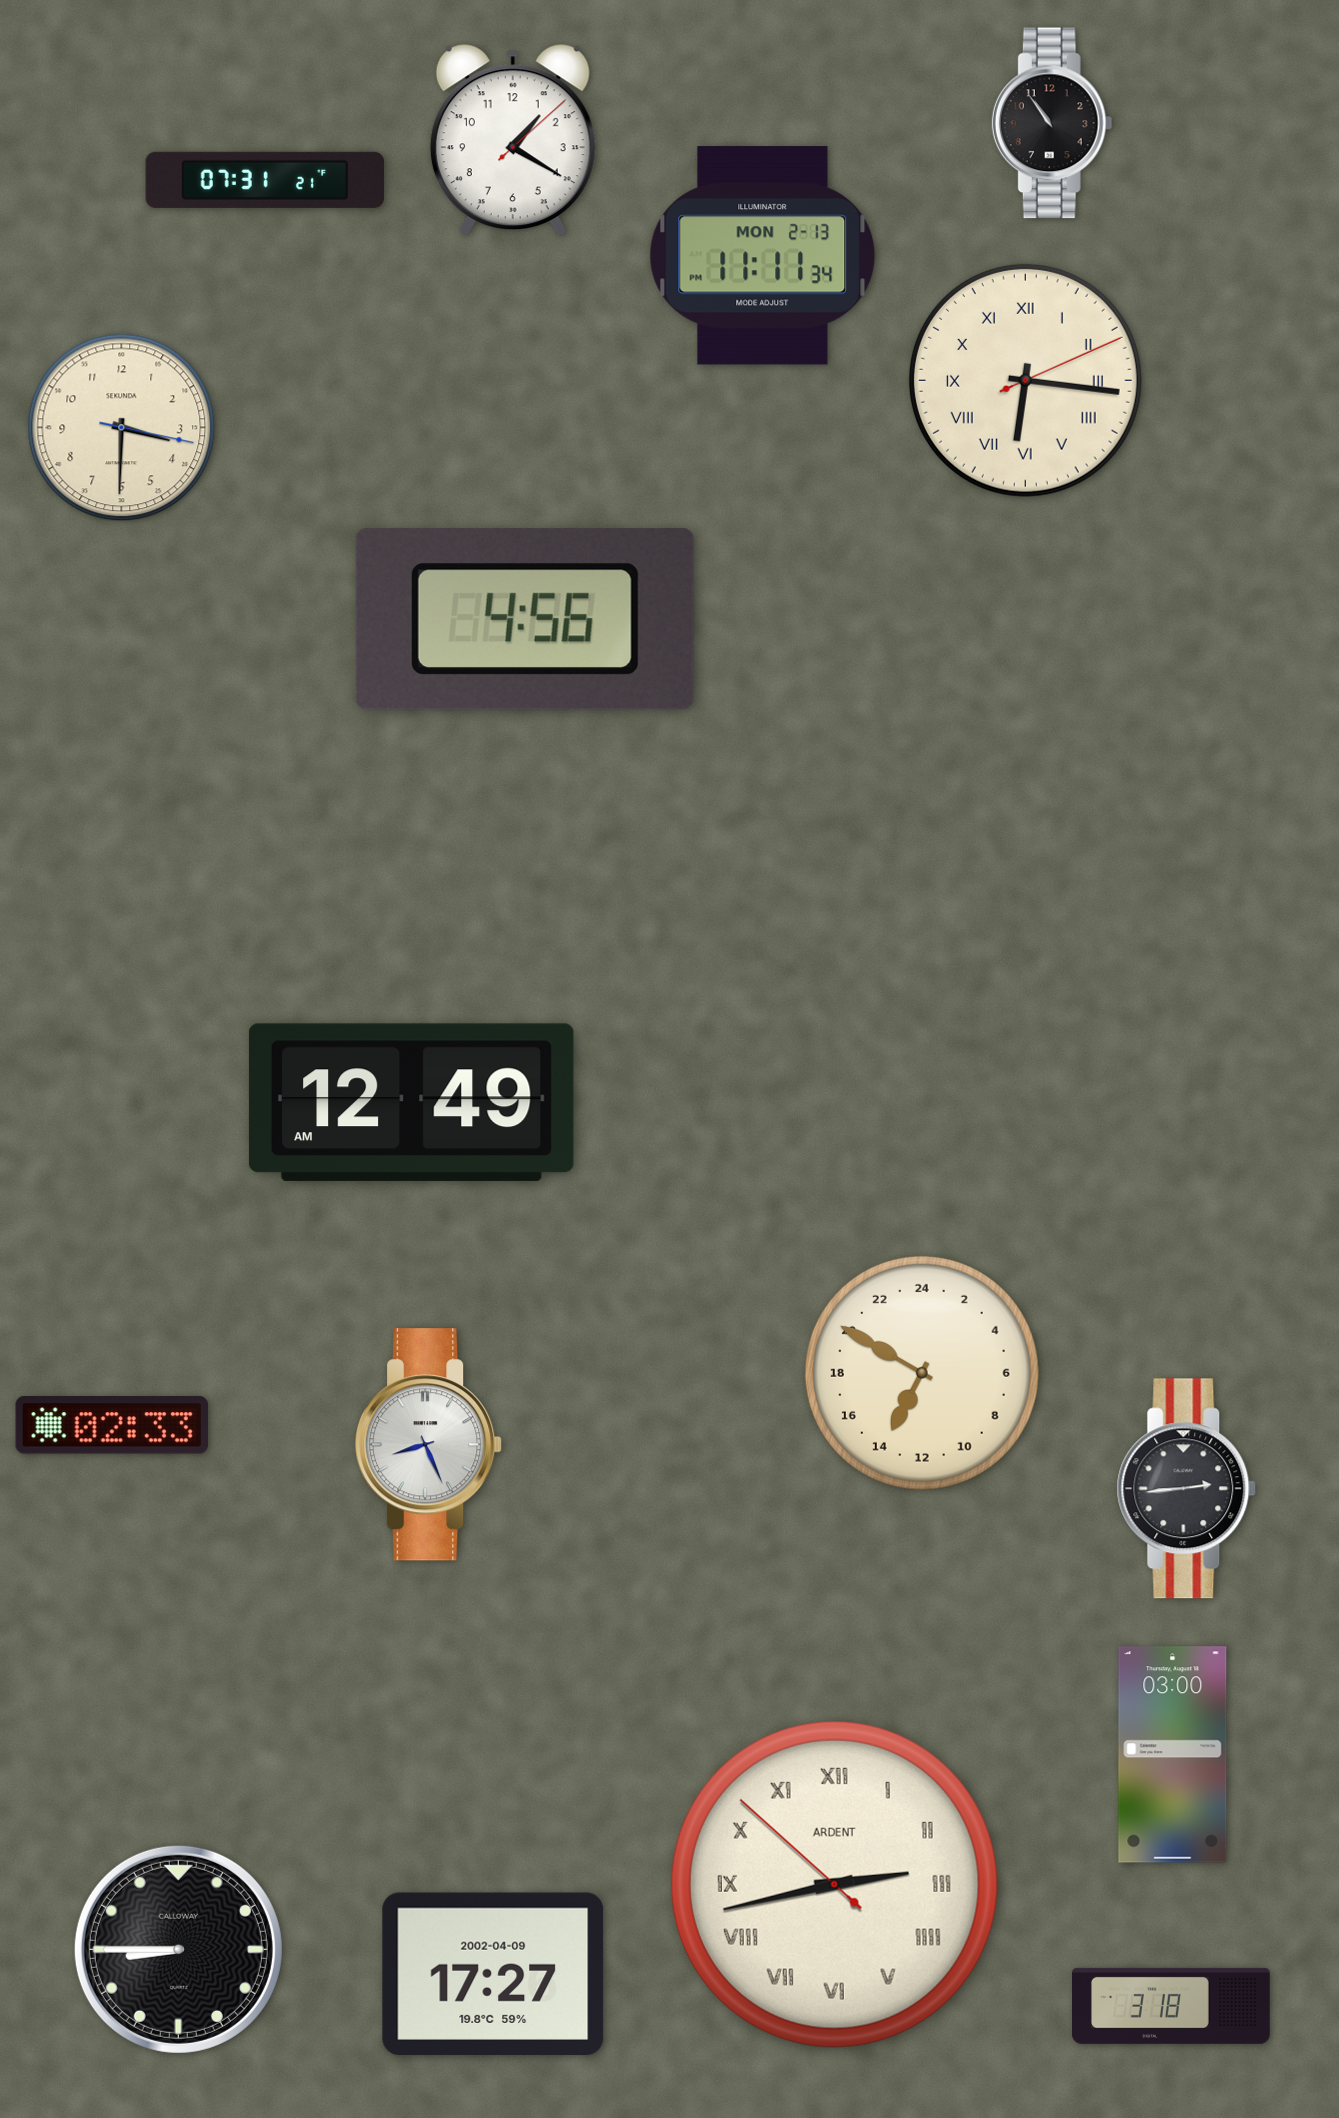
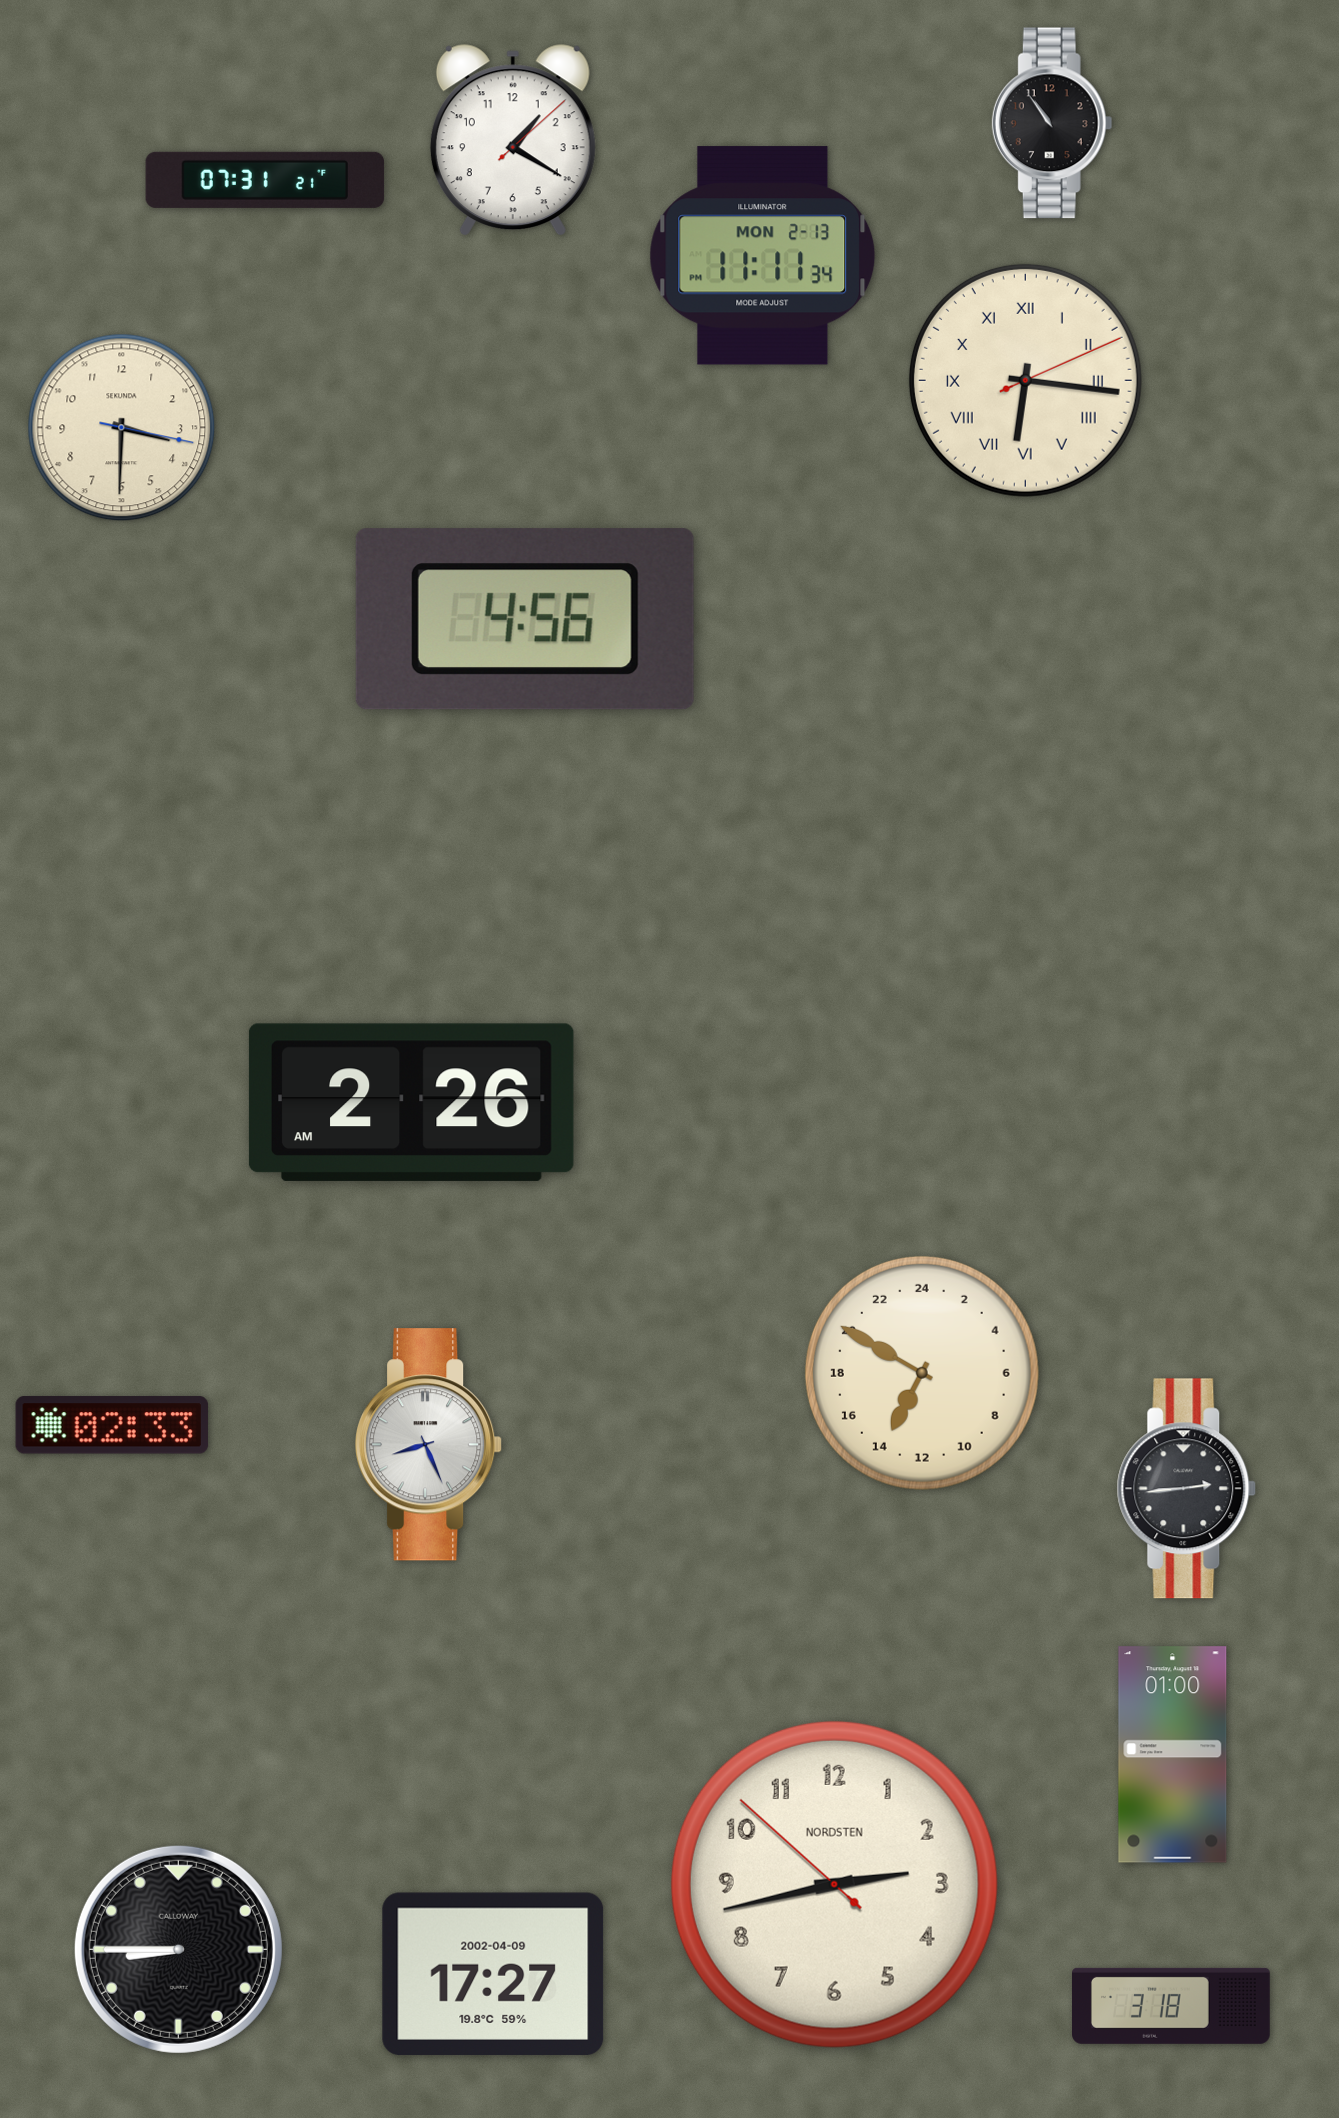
clock at (411, 1102): 12:49 -> 2:26
clock at (1173, 1755): 03:00 -> 01:00
clock at (834, 1884) numerals: Roman -> Arabic
clock at (834, 1884) brand: ARDENT -> NORDSTEN
